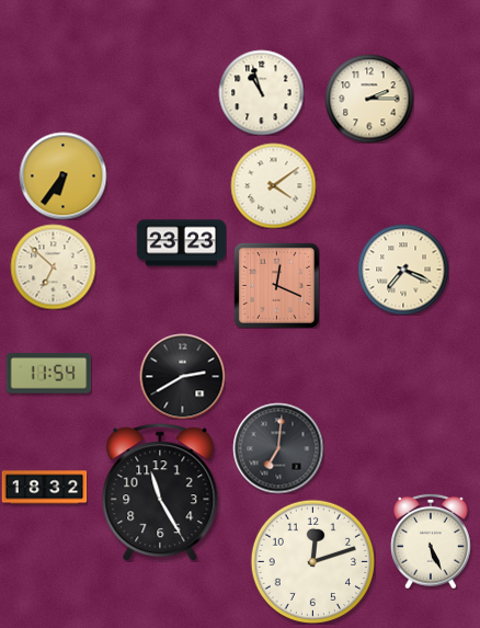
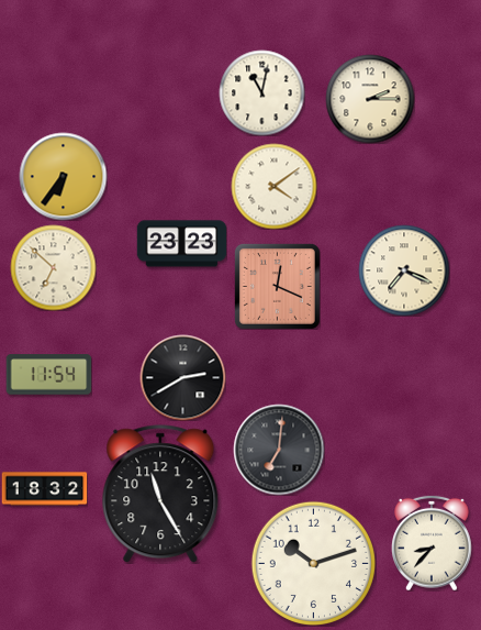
clock at (261, 92): 10:57 -> 11:02
clock at (432, 541): 5:26 -> 8:37
clock at (312, 561): 12:12 -> 10:12
